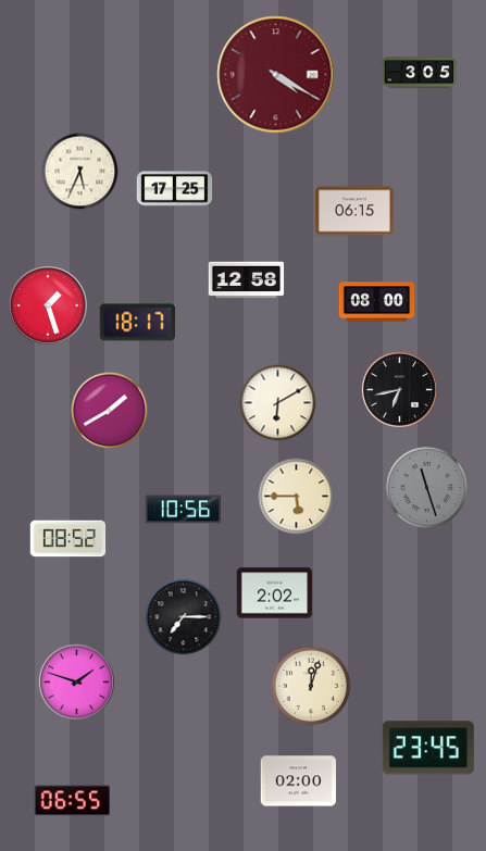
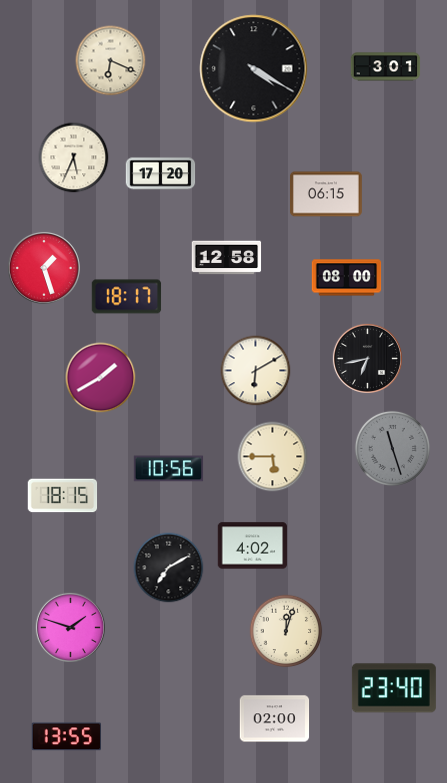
clock at (111, 61): none -> 6:19
clock at (420, 73): 3:05 -> 3:01
clock at (276, 75) dial: burgundy -> black
clock at (175, 189): 17:25 -> 17:20
clock at (48, 305) position: (48, 305) -> (44, 268)
clock at (68, 539): 08:52 -> 18:15
clock at (275, 593): 2:02 -> 4:02
clock at (184, 617): 7:15 -> 7:10
clock at (428, 748): 23:45 -> 23:40
clock at (72, 801): 06:55 -> 13:55
